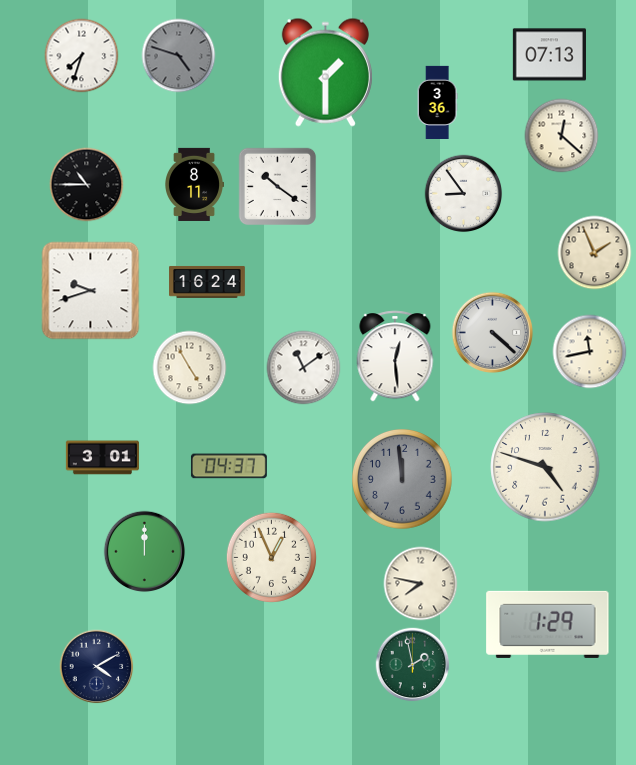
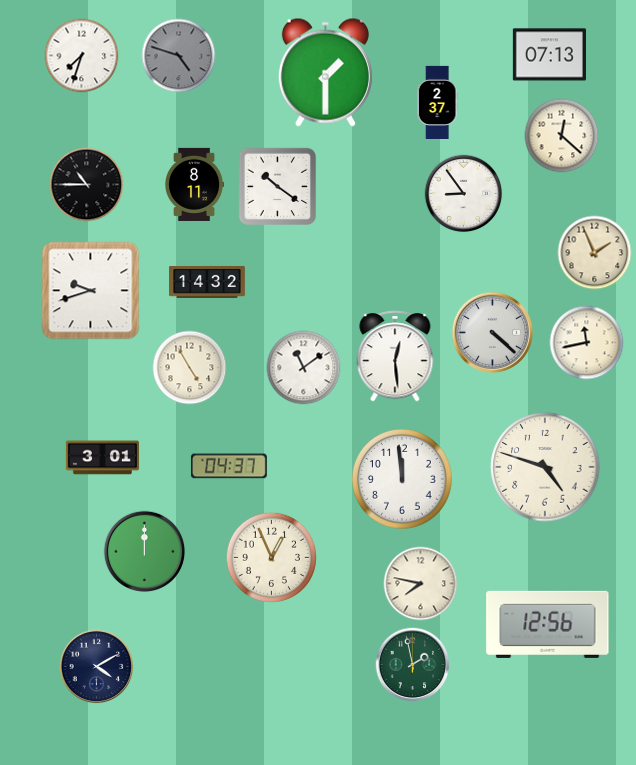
clock at (437, 102): 3:36 -> 2:37
clock at (208, 282): 16:24 -> 14:32
clock at (590, 352) position: (590, 352) -> (587, 343)
clock at (403, 480) dial: grey -> white
clock at (548, 624): 1:29 -> 12:56
